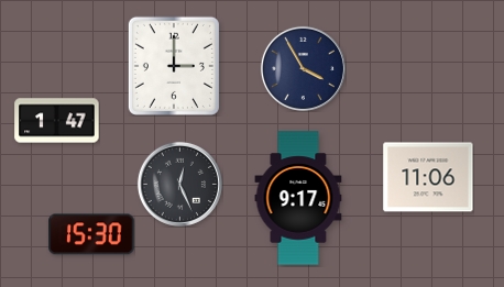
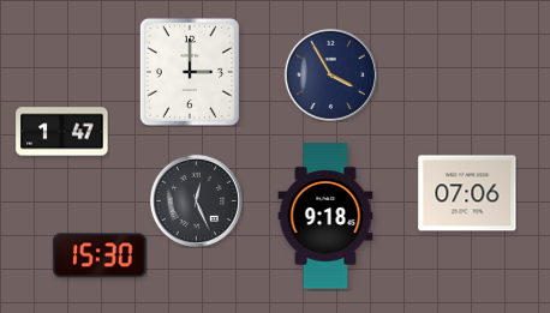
clock at (428, 177): 11:06 -> 07:06
clock at (298, 198): 9:17 -> 9:18
